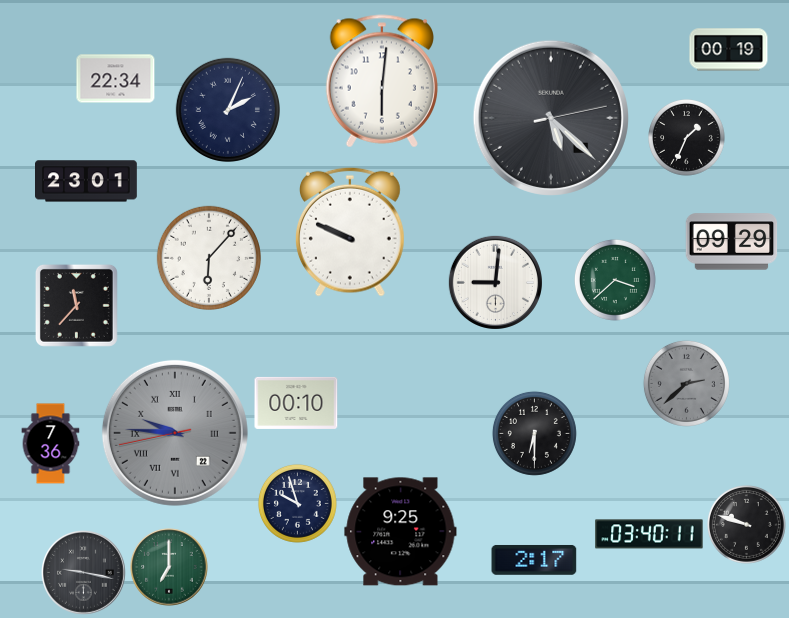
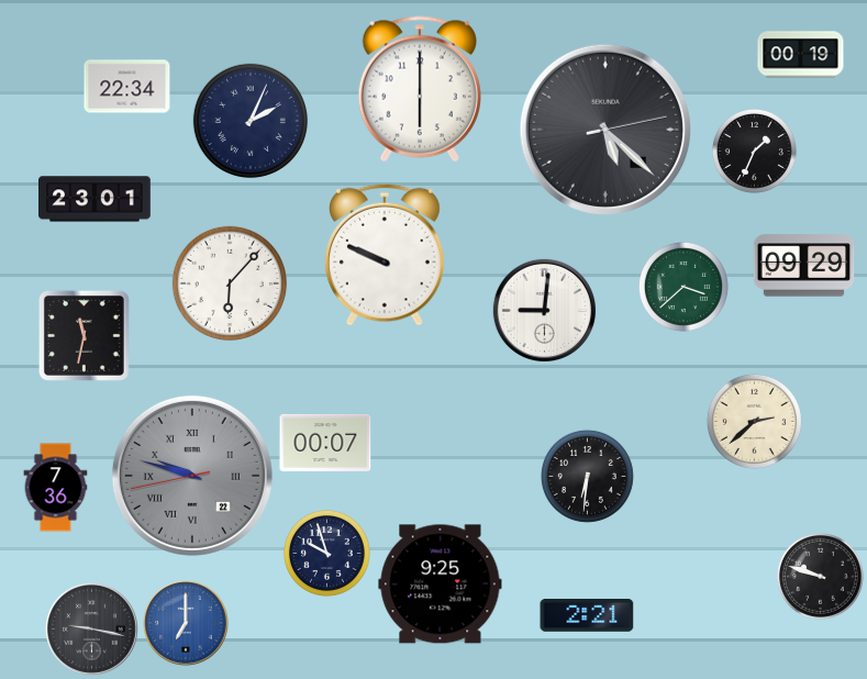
clock at (382, 81): 6:01 -> 6:00
clock at (615, 280) position: (615, 280) -> (683, 287)
clock at (76, 305): 11:37 -> 11:32
clock at (686, 383) dial: grey -> cream
clock at (296, 403): 00:10 -> 00:07
clock at (175, 433): 9:45 -> 9:47
clock at (534, 433): 6:30 -> 6:31
clock at (649, 534): 03:40 -> none
clock at (534, 560): 2:17 -> 2:21
clock at (169, 567) dial: green -> blue
